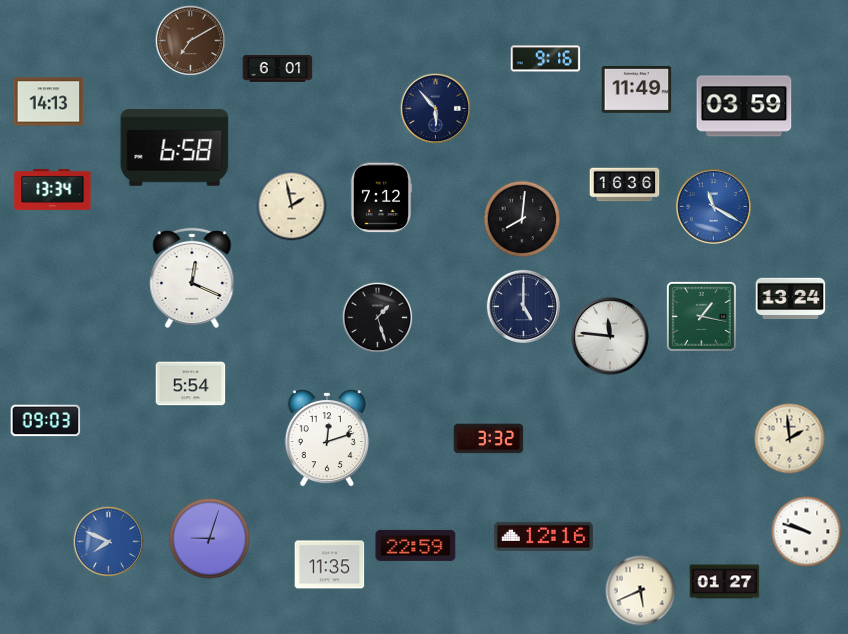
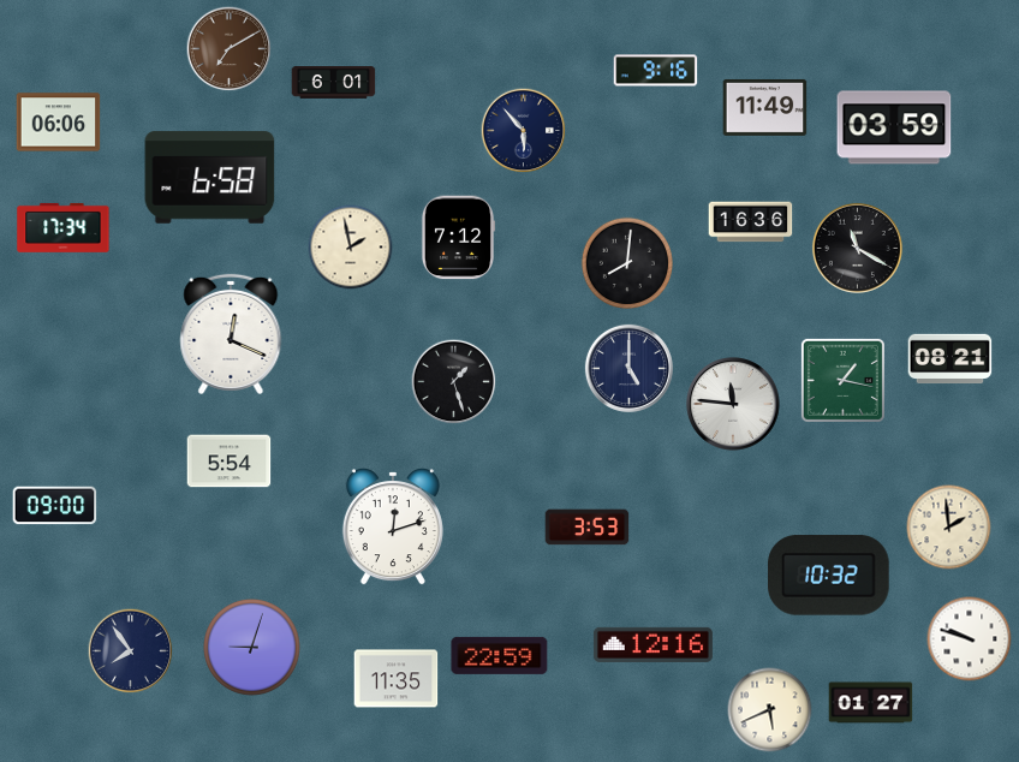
clock at (49, 102): 14:13 -> 06:06
clock at (53, 189): 13:34 -> 17:34
clock at (713, 206) dial: blue -> black
clock at (791, 299): 13:24 -> 08:21
clock at (46, 421): 09:03 -> 09:00
clock at (489, 439): 3:32 -> 3:53
clock at (829, 576): none -> 10:32
clock at (109, 542): 7:49 -> 7:54
clock at (109, 542) dial: blue -> navy
clock at (725, 582) position: (725, 582) -> (871, 703)
